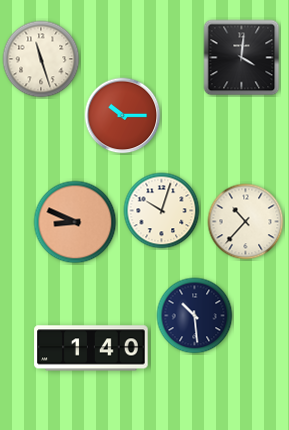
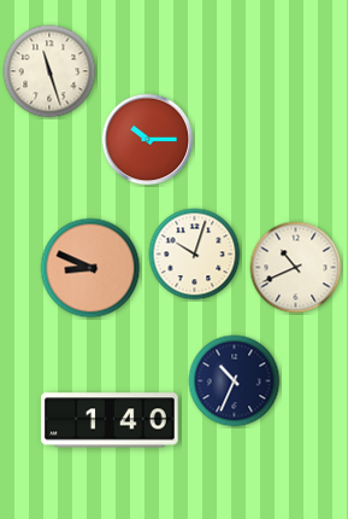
clock at (242, 58): 4:01 -> none
clock at (246, 222): 10:37 -> 10:41
clock at (195, 316): 10:29 -> 10:34
